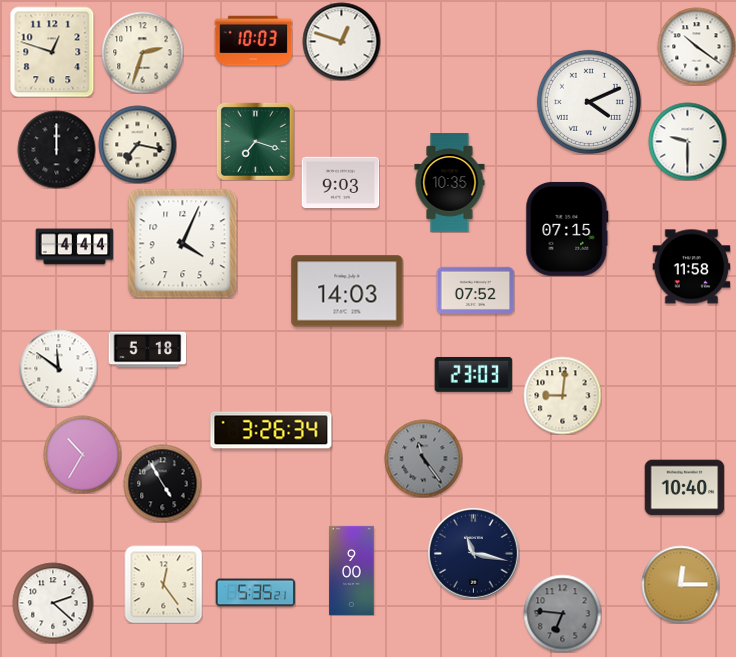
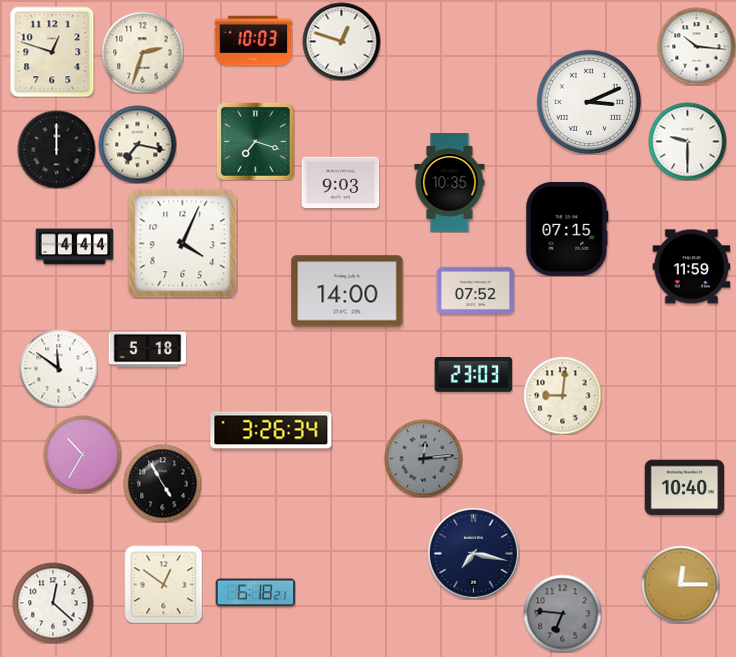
clock at (696, 46): 10:21 -> 10:16
clock at (589, 102): 4:11 -> 3:11
clock at (691, 267): 11:58 -> 11:59
clock at (347, 291): 14:03 -> 14:00
clock at (423, 458): 11:24 -> 12:14
clock at (473, 553): 11:17 -> 7:17
clock at (352, 570): 9:00 -> none
clock at (163, 584): 12:24 -> 12:51
clock at (255, 593): 5:35 -> 6:18
clock at (53, 603): 2:22 -> 12:22
